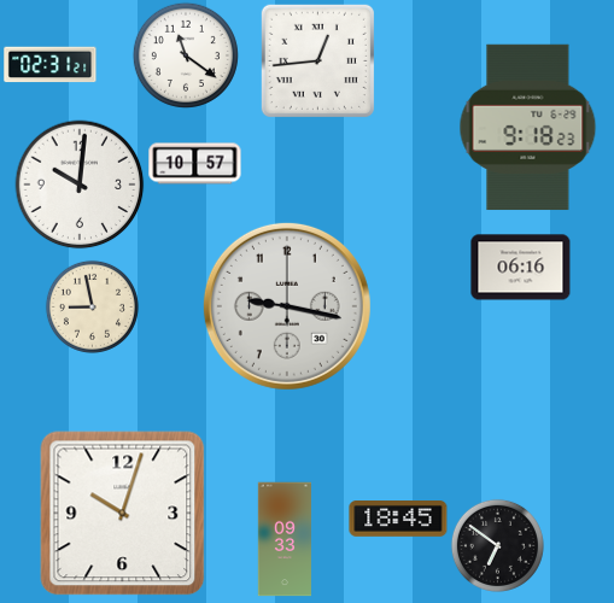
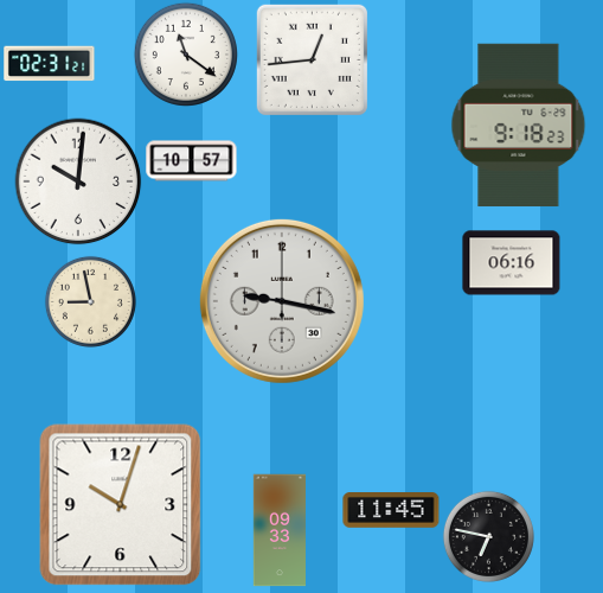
clock at (186, 55) position: (186, 55) -> (186, 55)
clock at (398, 520): 18:45 -> 11:45
clock at (497, 545): 6:51 -> 6:47
